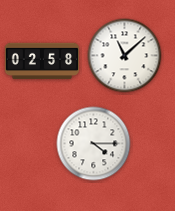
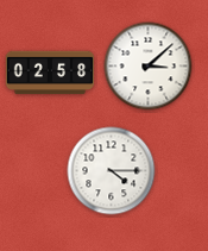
clock at (125, 56): 11:08 -> 3:08
